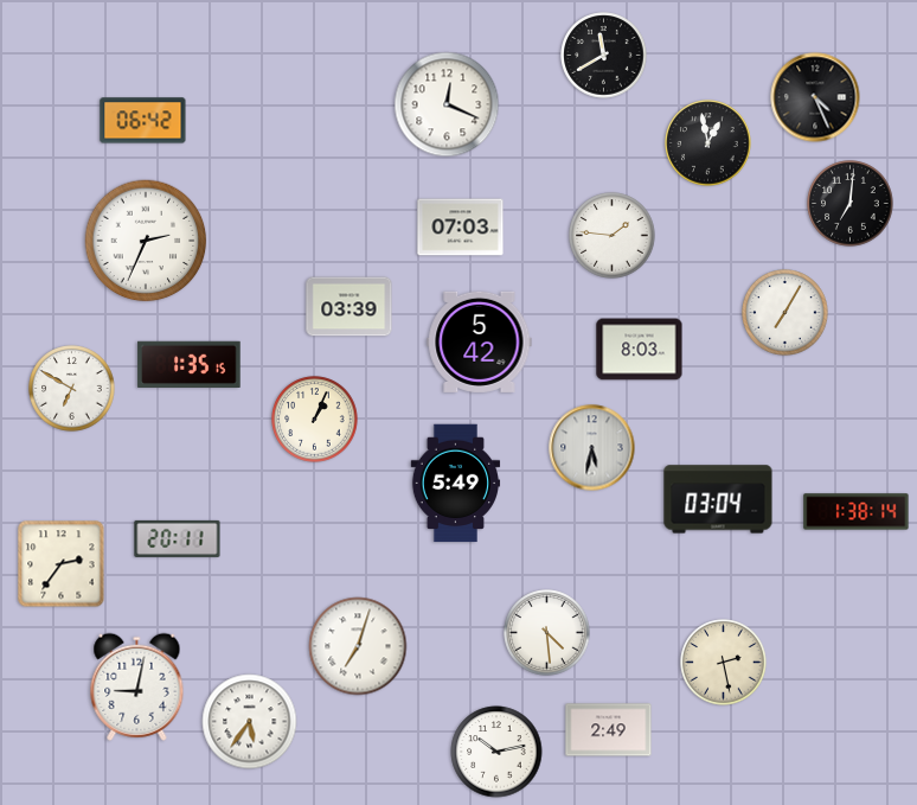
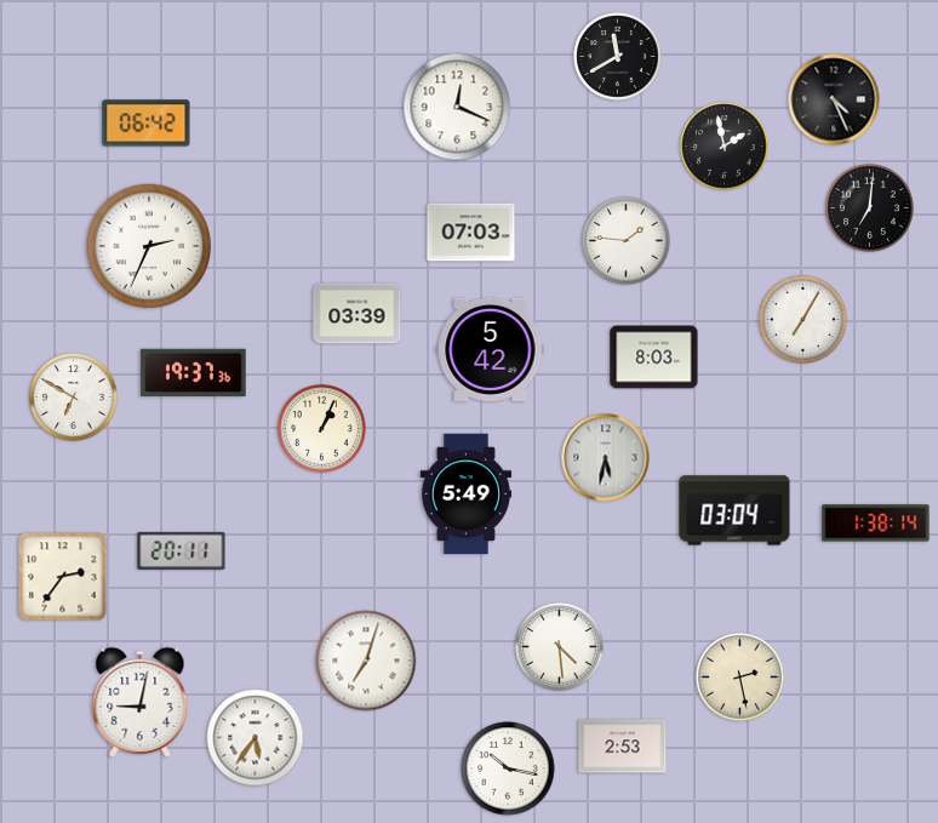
clock at (708, 143): 12:58 -> 1:58
clock at (190, 364): 1:35 -> 19:37
clock at (609, 730): 2:49 -> 2:53
clock at (496, 752): 10:13 -> 10:17
